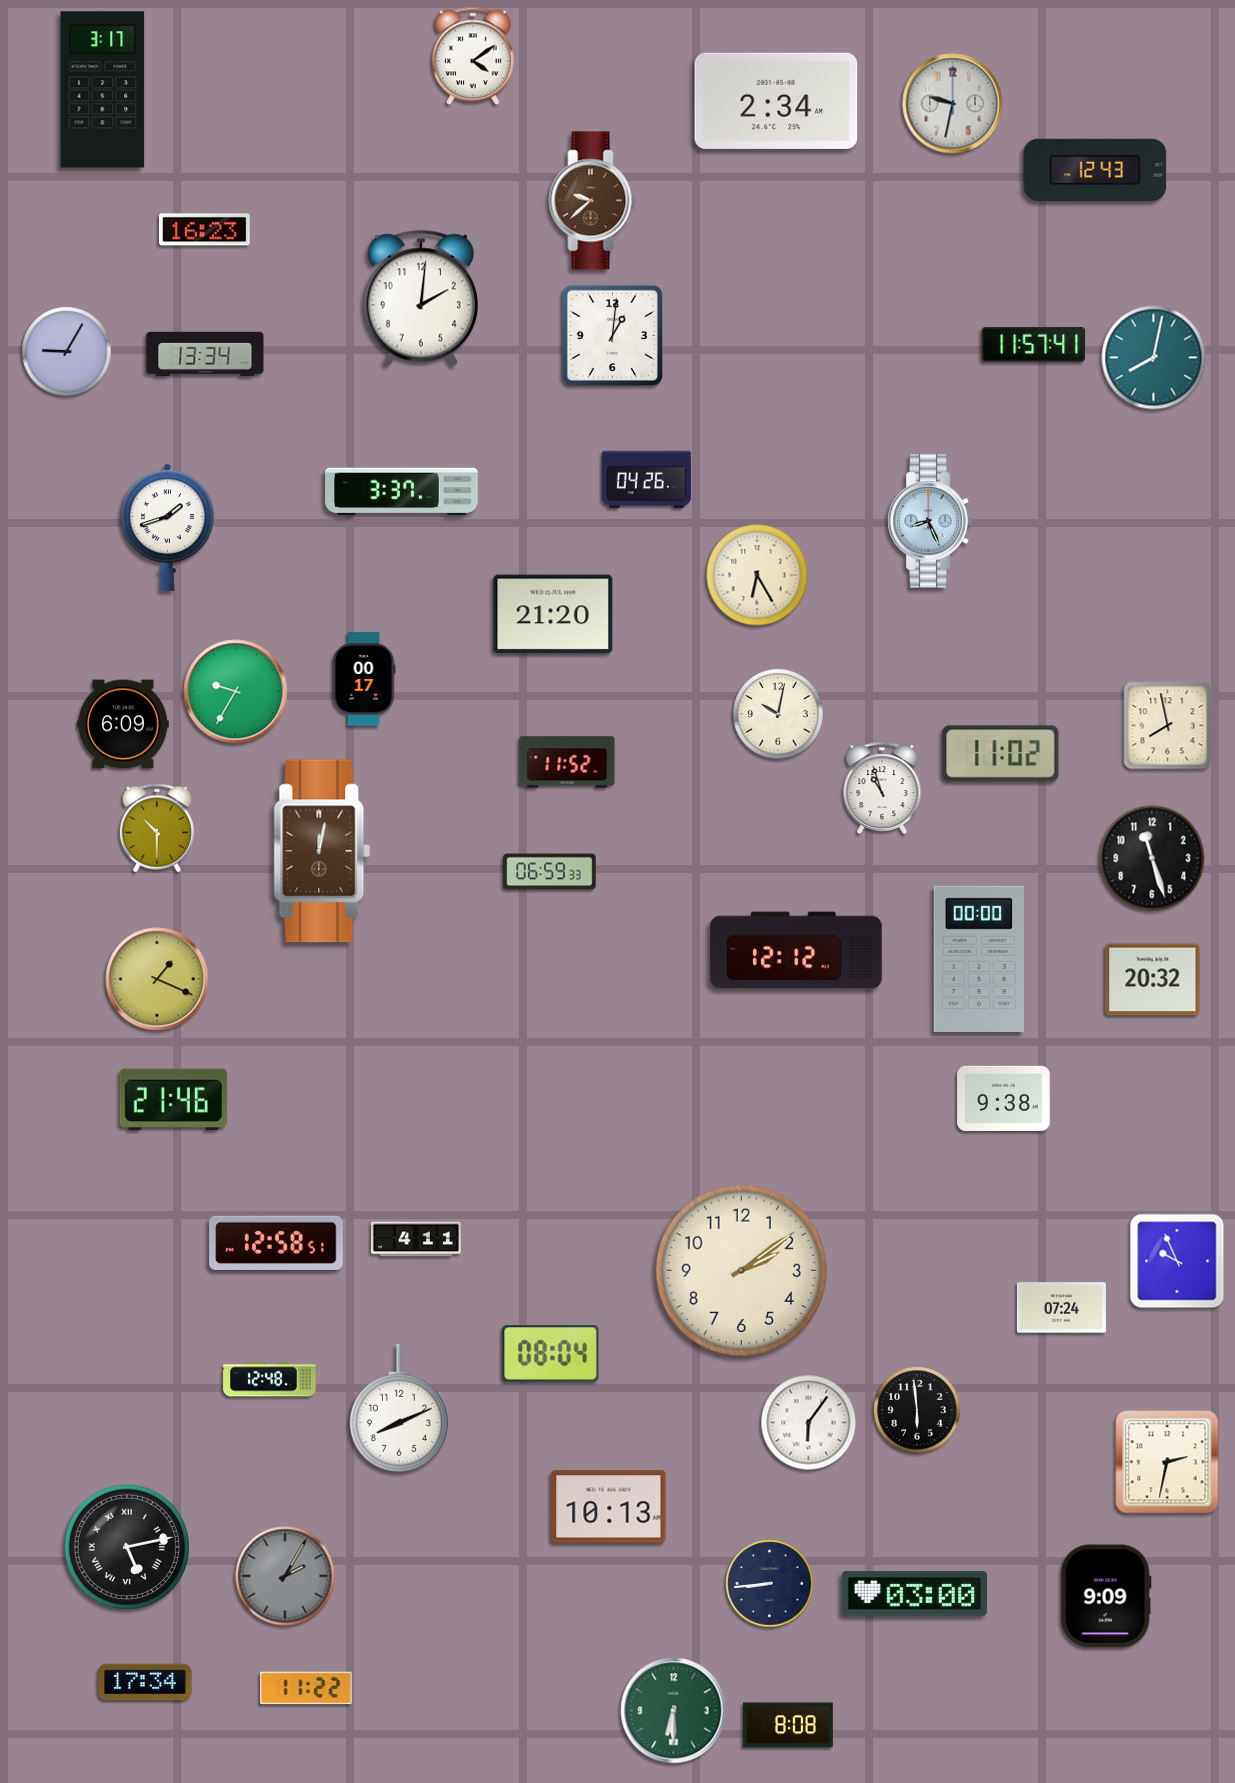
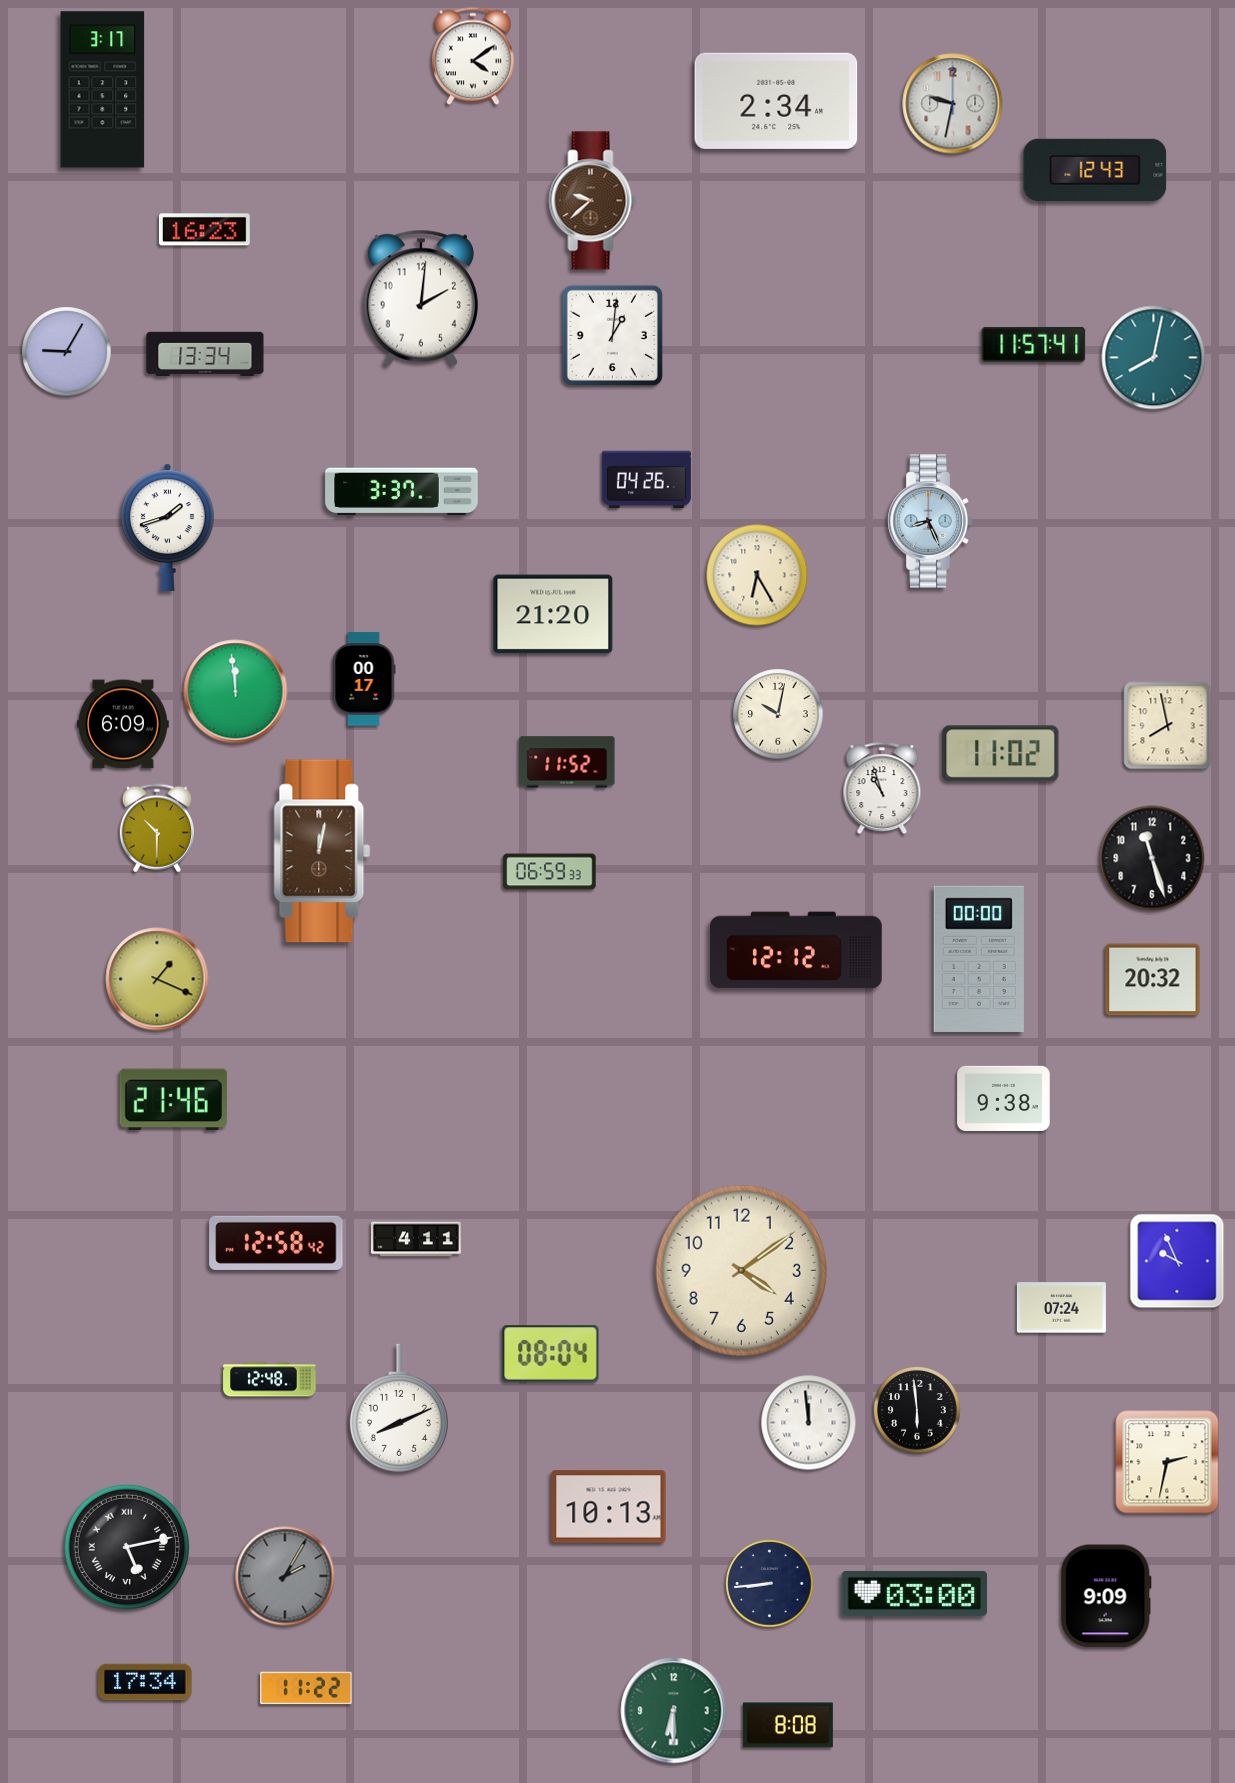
clock at (236, 692): 9:35 -> 11:59
clock at (276, 1243): 12:58:51 -> 12:58:42
clock at (741, 1270): 2:09 -> 4:09
clock at (809, 1423): 6:06 -> 11:59
